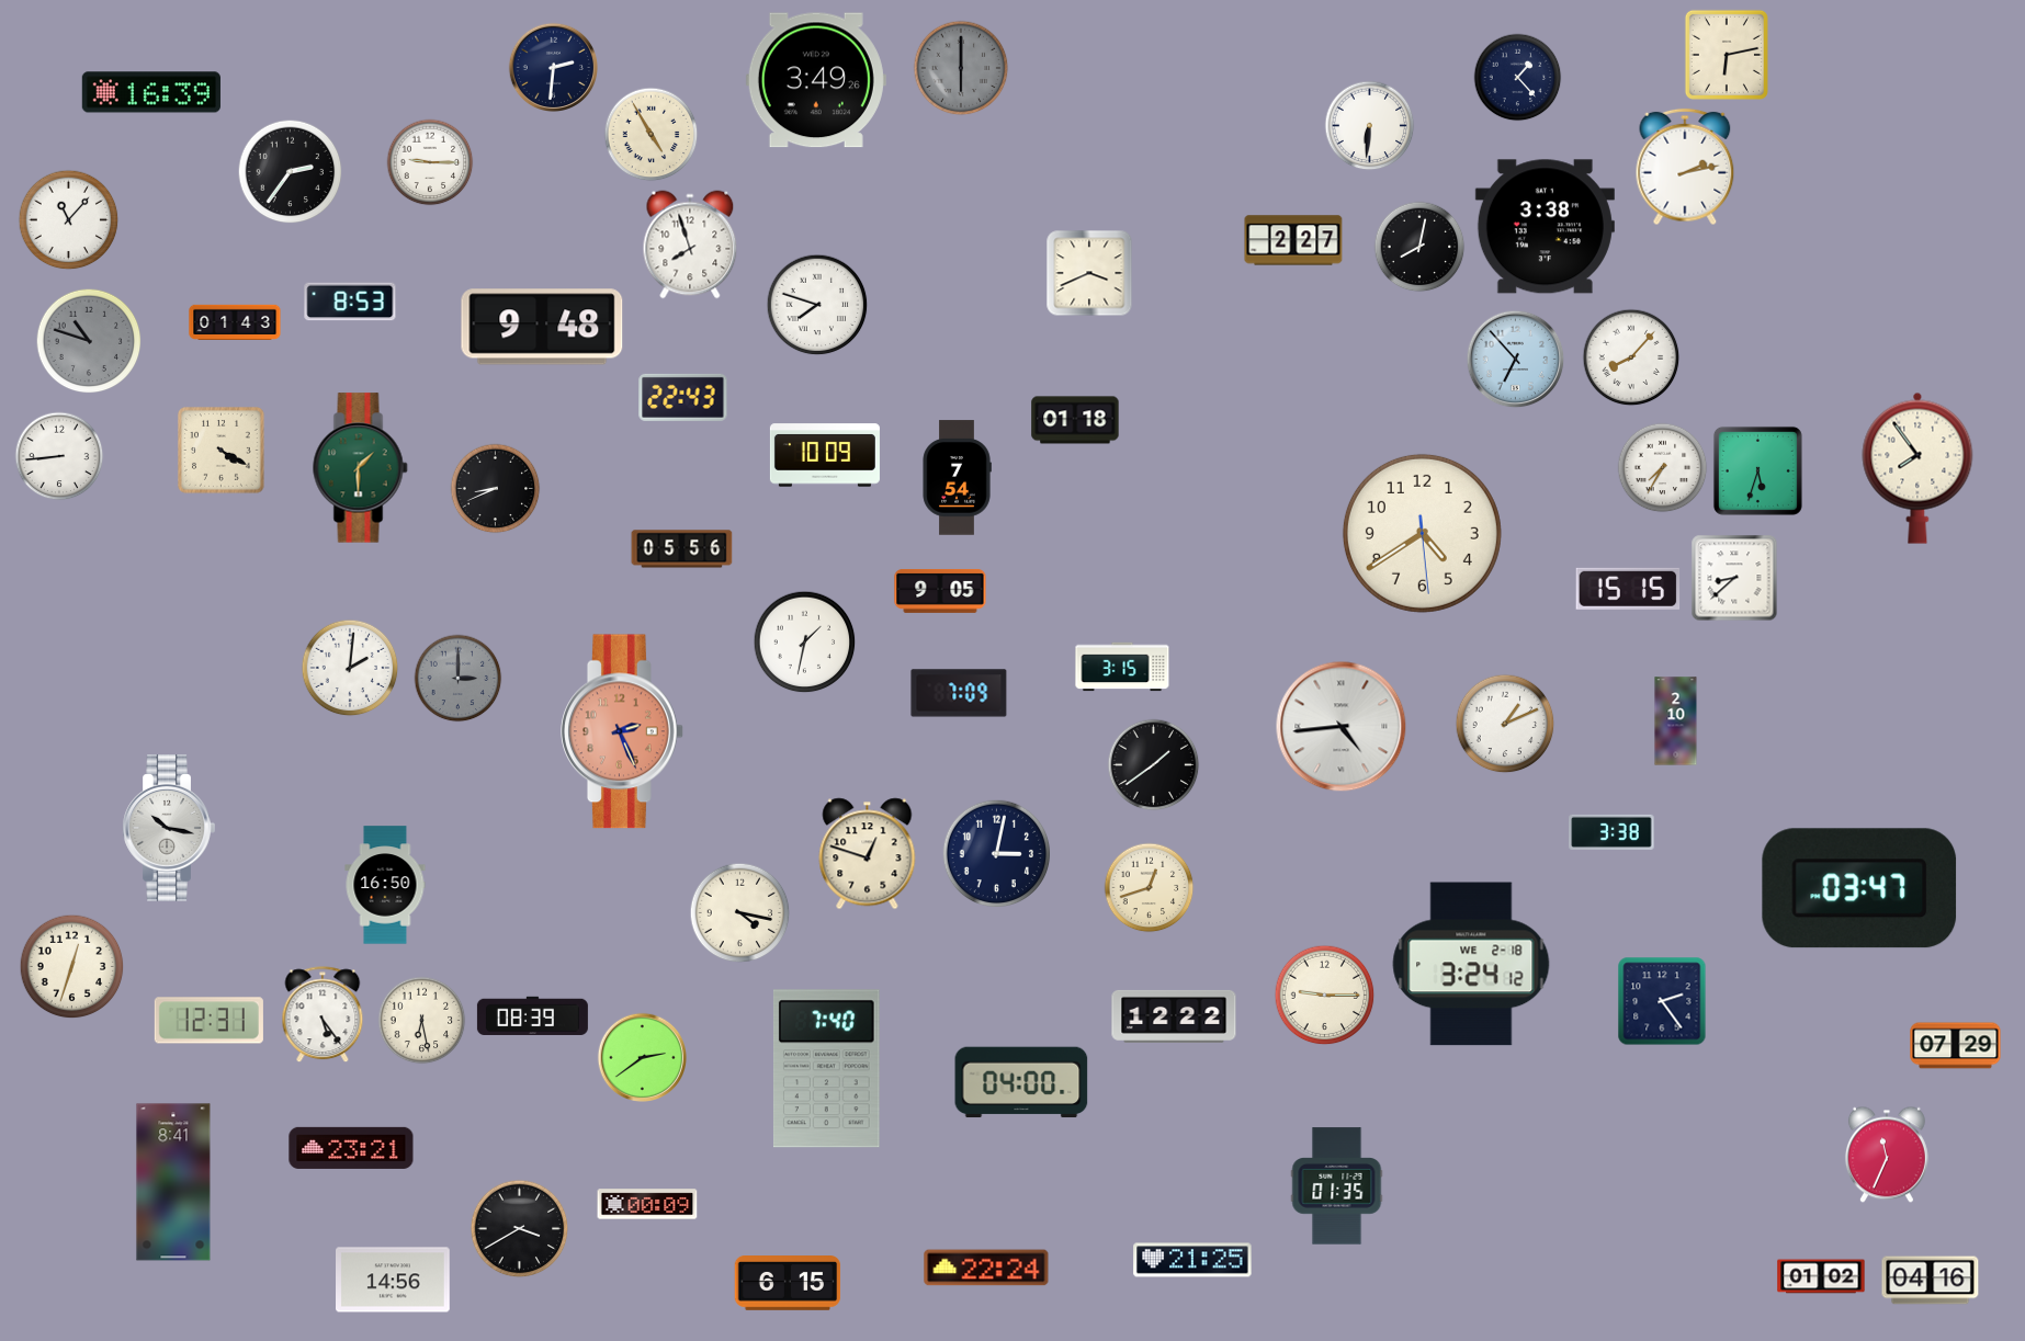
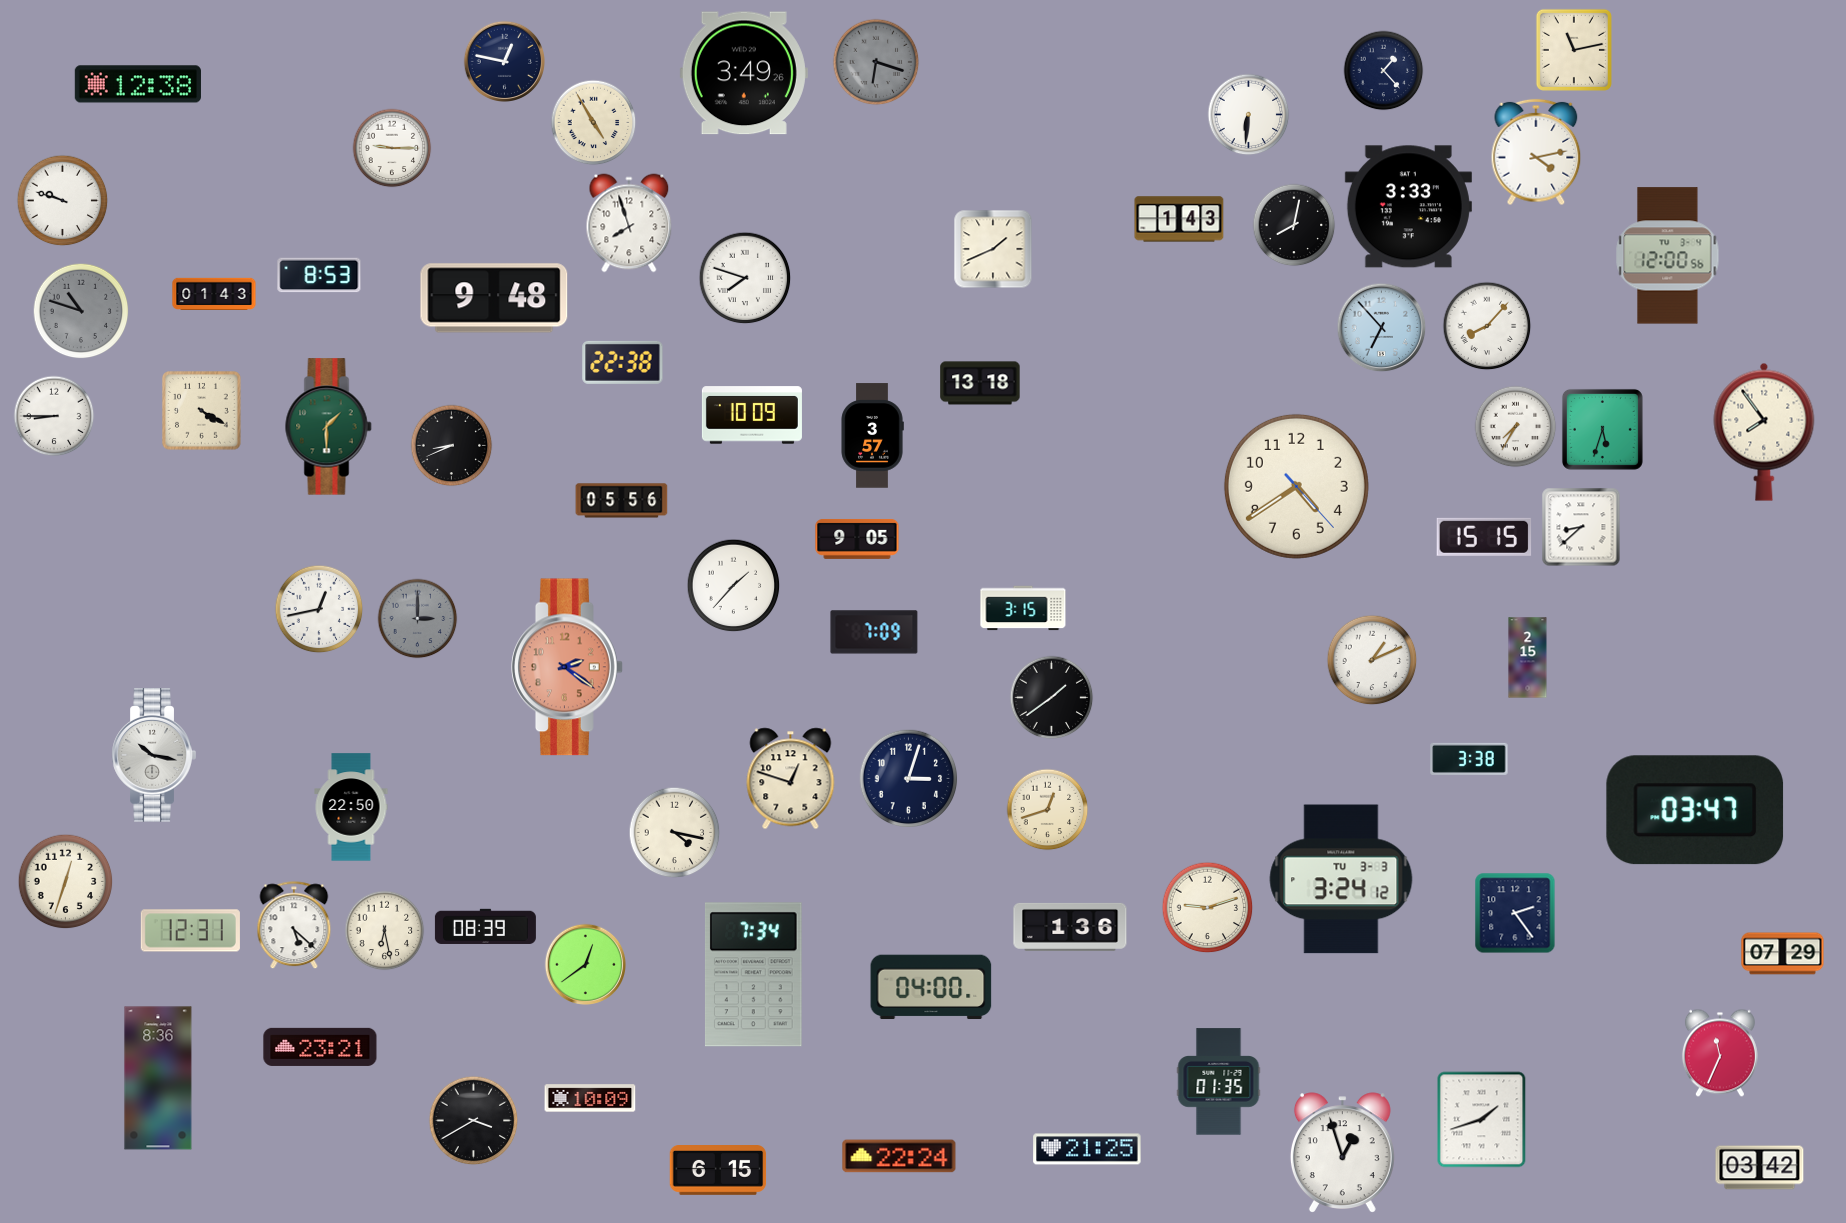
clock at (1727, 55): 6:13 -> 11:13
clock at (554, 68): 2:31 -> 12:47
clock at (961, 68): 6:00 -> 6:18
clock at (151, 92): 16:39 -> 12:38
clock at (1685, 167): 2:13 -> 4:13
clock at (291, 172): 2:36 -> none
clock at (69, 220): 11:07 -> 9:48
clock at (1545, 227): 3:38 -> 3:33
clock at (1293, 240): 2:27 -> 1:43
clock at (1089, 273): 3:41 -> 1:41
clock at (1668, 256): none -> 12:00
clock at (683, 397): 22:43 -> 22:38
clock at (1075, 420): 01:18 -> 13:18
clock at (59, 456): 8:44 -> 8:45
clock at (1917, 468) position: (1917, 468) -> (1764, 432)
clock at (957, 478): 7:54 -> 3:57
clock at (1422, 533): 4:39:29 -> 4:39:23
clock at (805, 643): 1:32 -> 1:37
clock at (350, 668): 2:01 -> 12:43
clock at (1676, 721): 2:10 -> 2:15
clock at (1342, 727): 4:44 -> none
clock at (623, 731): 2:26 -> 2:21
clock at (997, 854): 3:02 -> 3:03
clock at (385, 885): 16:50 -> 22:50
clock at (1471, 964) date: WE 2-18 -> TU 3-3
clock at (1325, 996): 9:15 -> 9:12
clock at (323, 1015): 5:24 -> 5:22
clock at (1174, 1016): 12:22 -> 1:36
clock at (643, 1058): 2:39 -> 12:39
clock at (826, 1069): 7:40 -> 7:34
clock at (173, 1182): 8:41 -> 8:36
clock at (647, 1204): 00:09 -> 10:09
clock at (1482, 1120): none -> 1:42
clock at (1342, 1153): none -> 12:57
clock at (1821, 1276): 01:02 -> none
clock at (394, 1280): 14:56 -> none
clock at (1931, 1281): 04:16 -> 03:42
